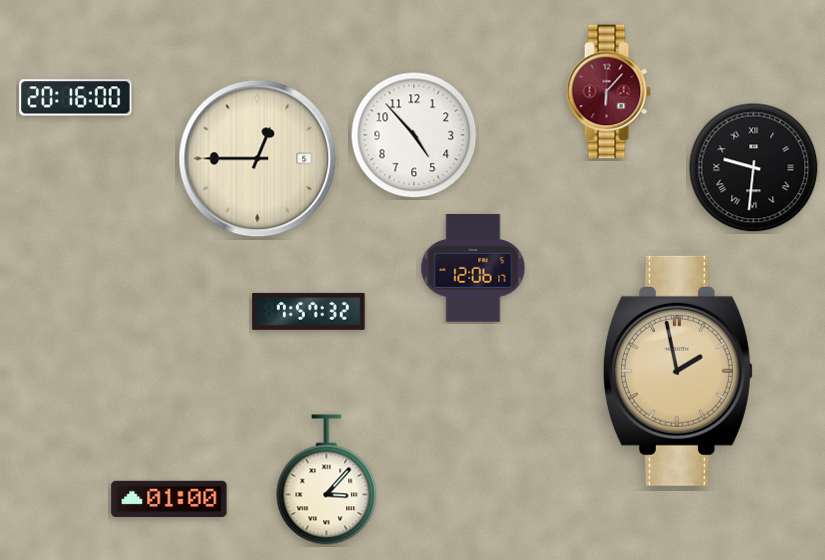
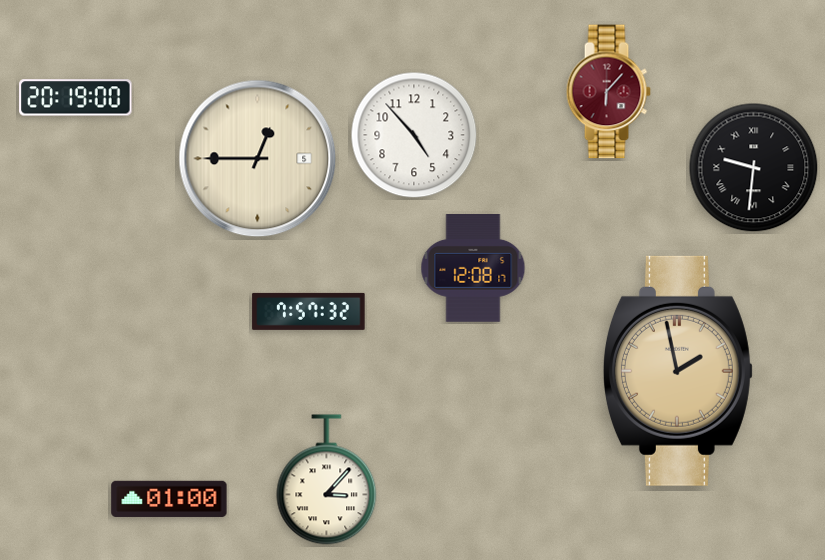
clock at (76, 98): 20:16 -> 20:19
clock at (473, 269): 12:06 -> 12:08
